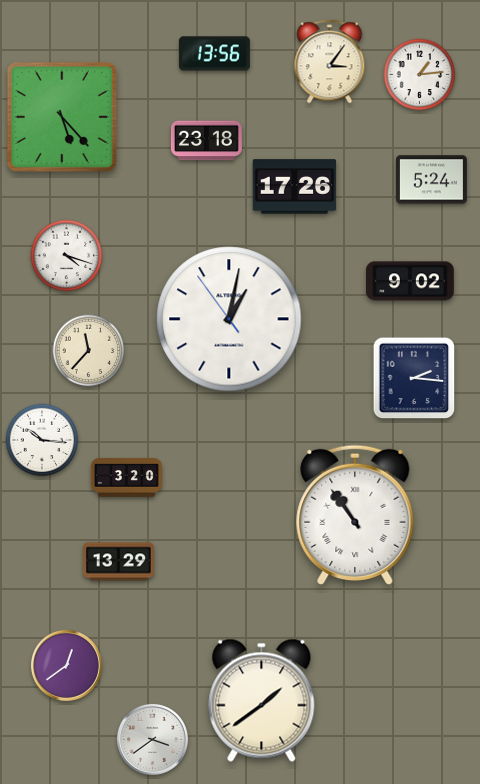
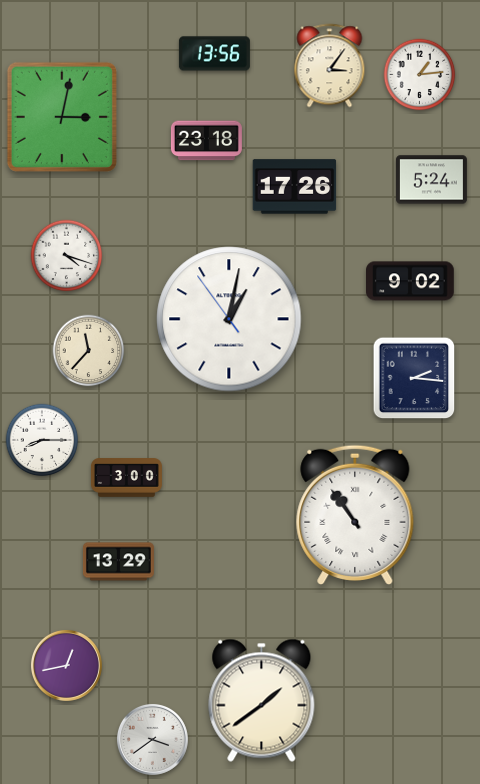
clock at (330, 62) position: (330, 62) -> (330, 66)
clock at (62, 117): 5:23 -> 3:02
clock at (42, 440): 10:16 -> 8:15
clock at (126, 478): 3:20 -> 3:00
clock at (66, 665): 12:39 -> 12:43
